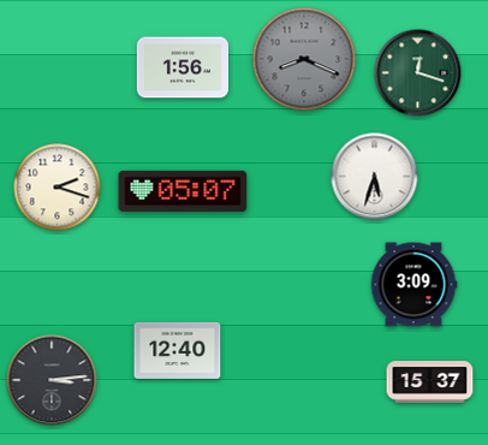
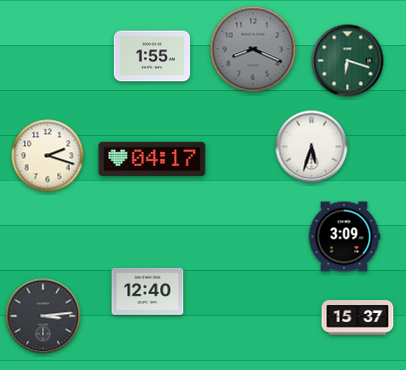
clock at (183, 67): 1:56 -> 1:55
clock at (418, 73): 12:18 -> 6:18
clock at (183, 191): 05:07 -> 04:17
